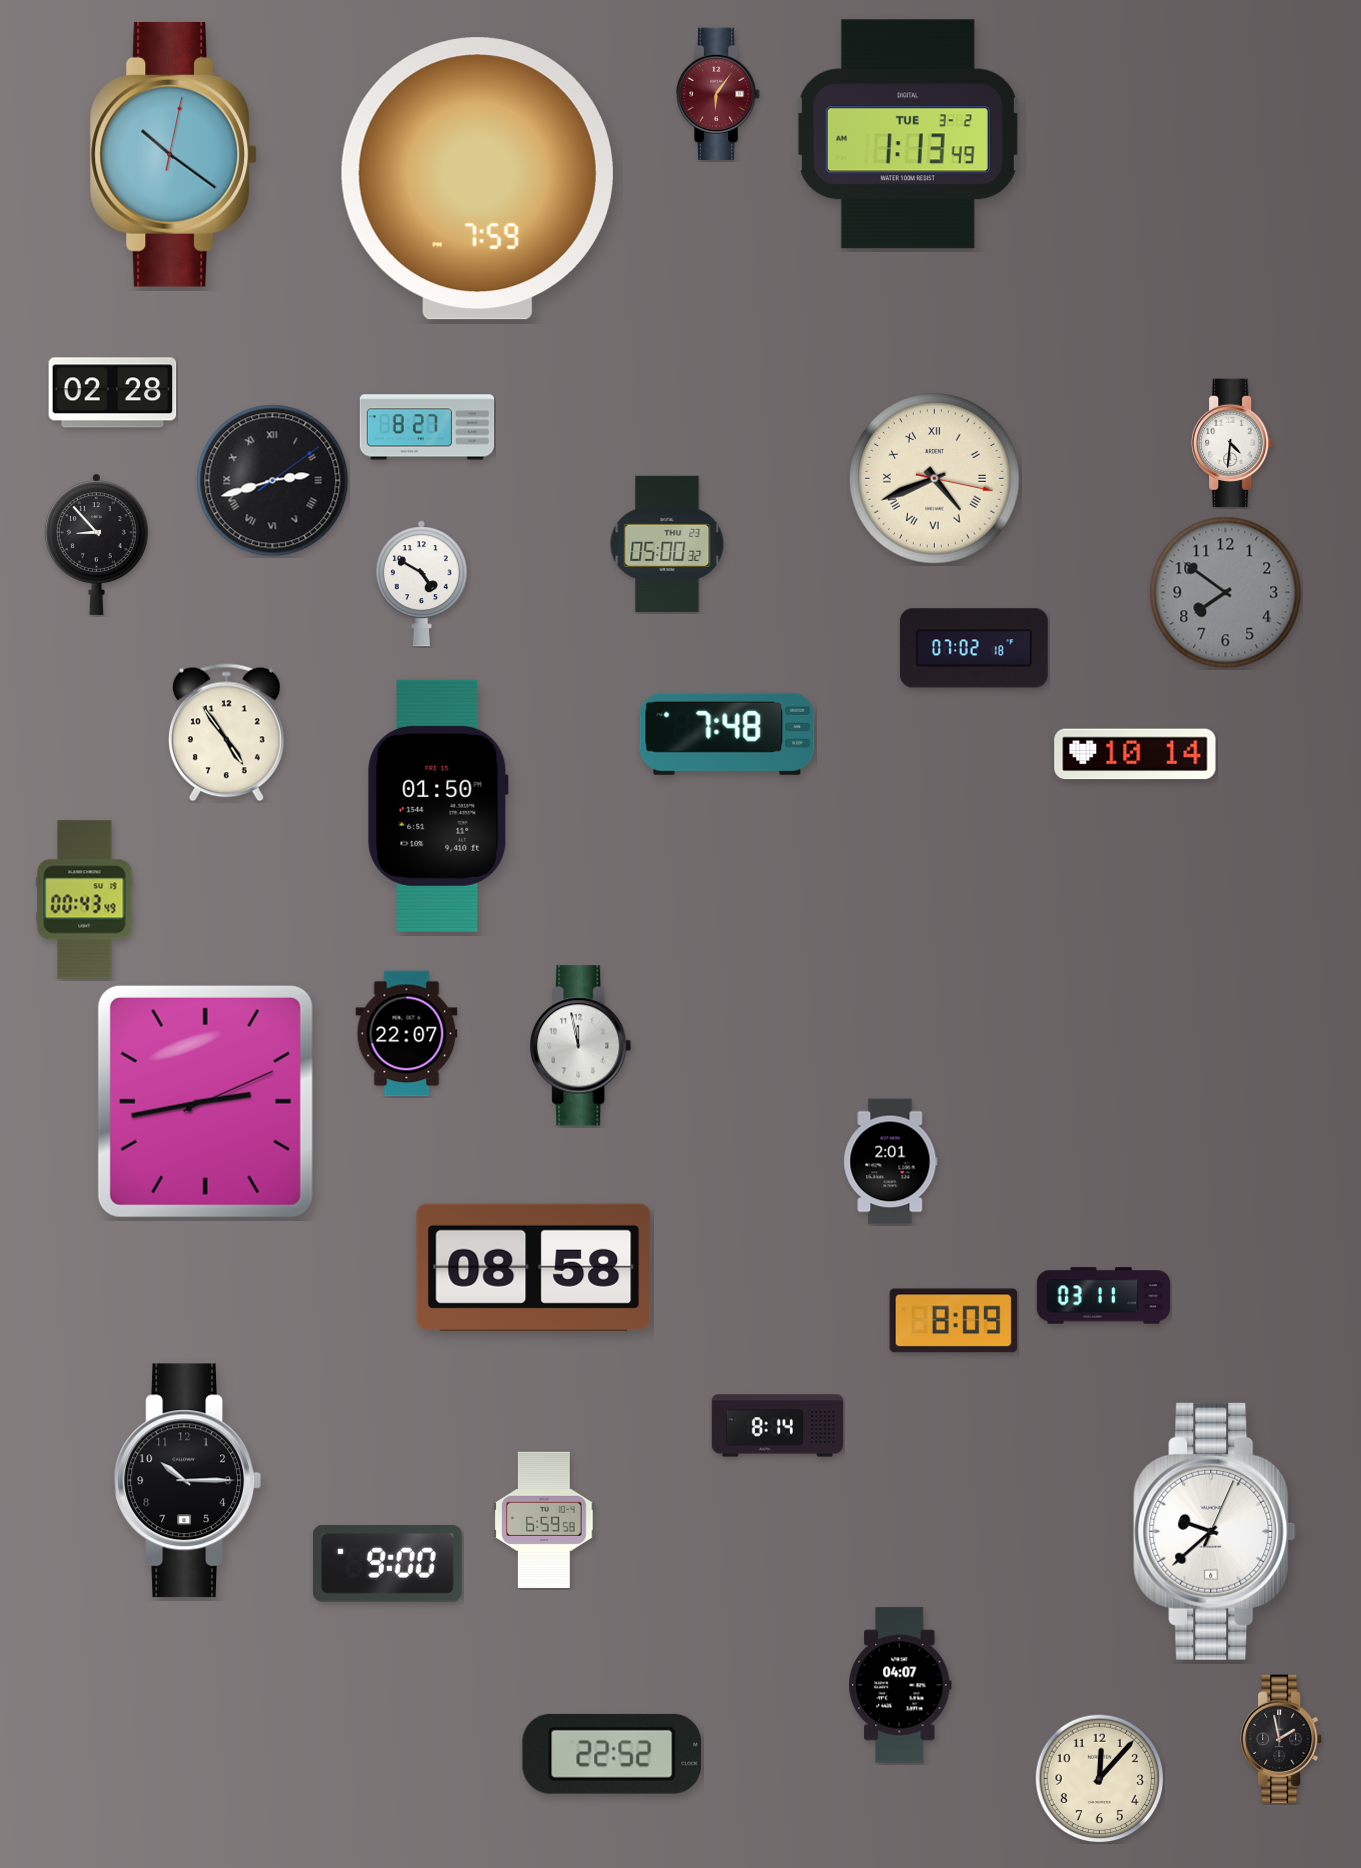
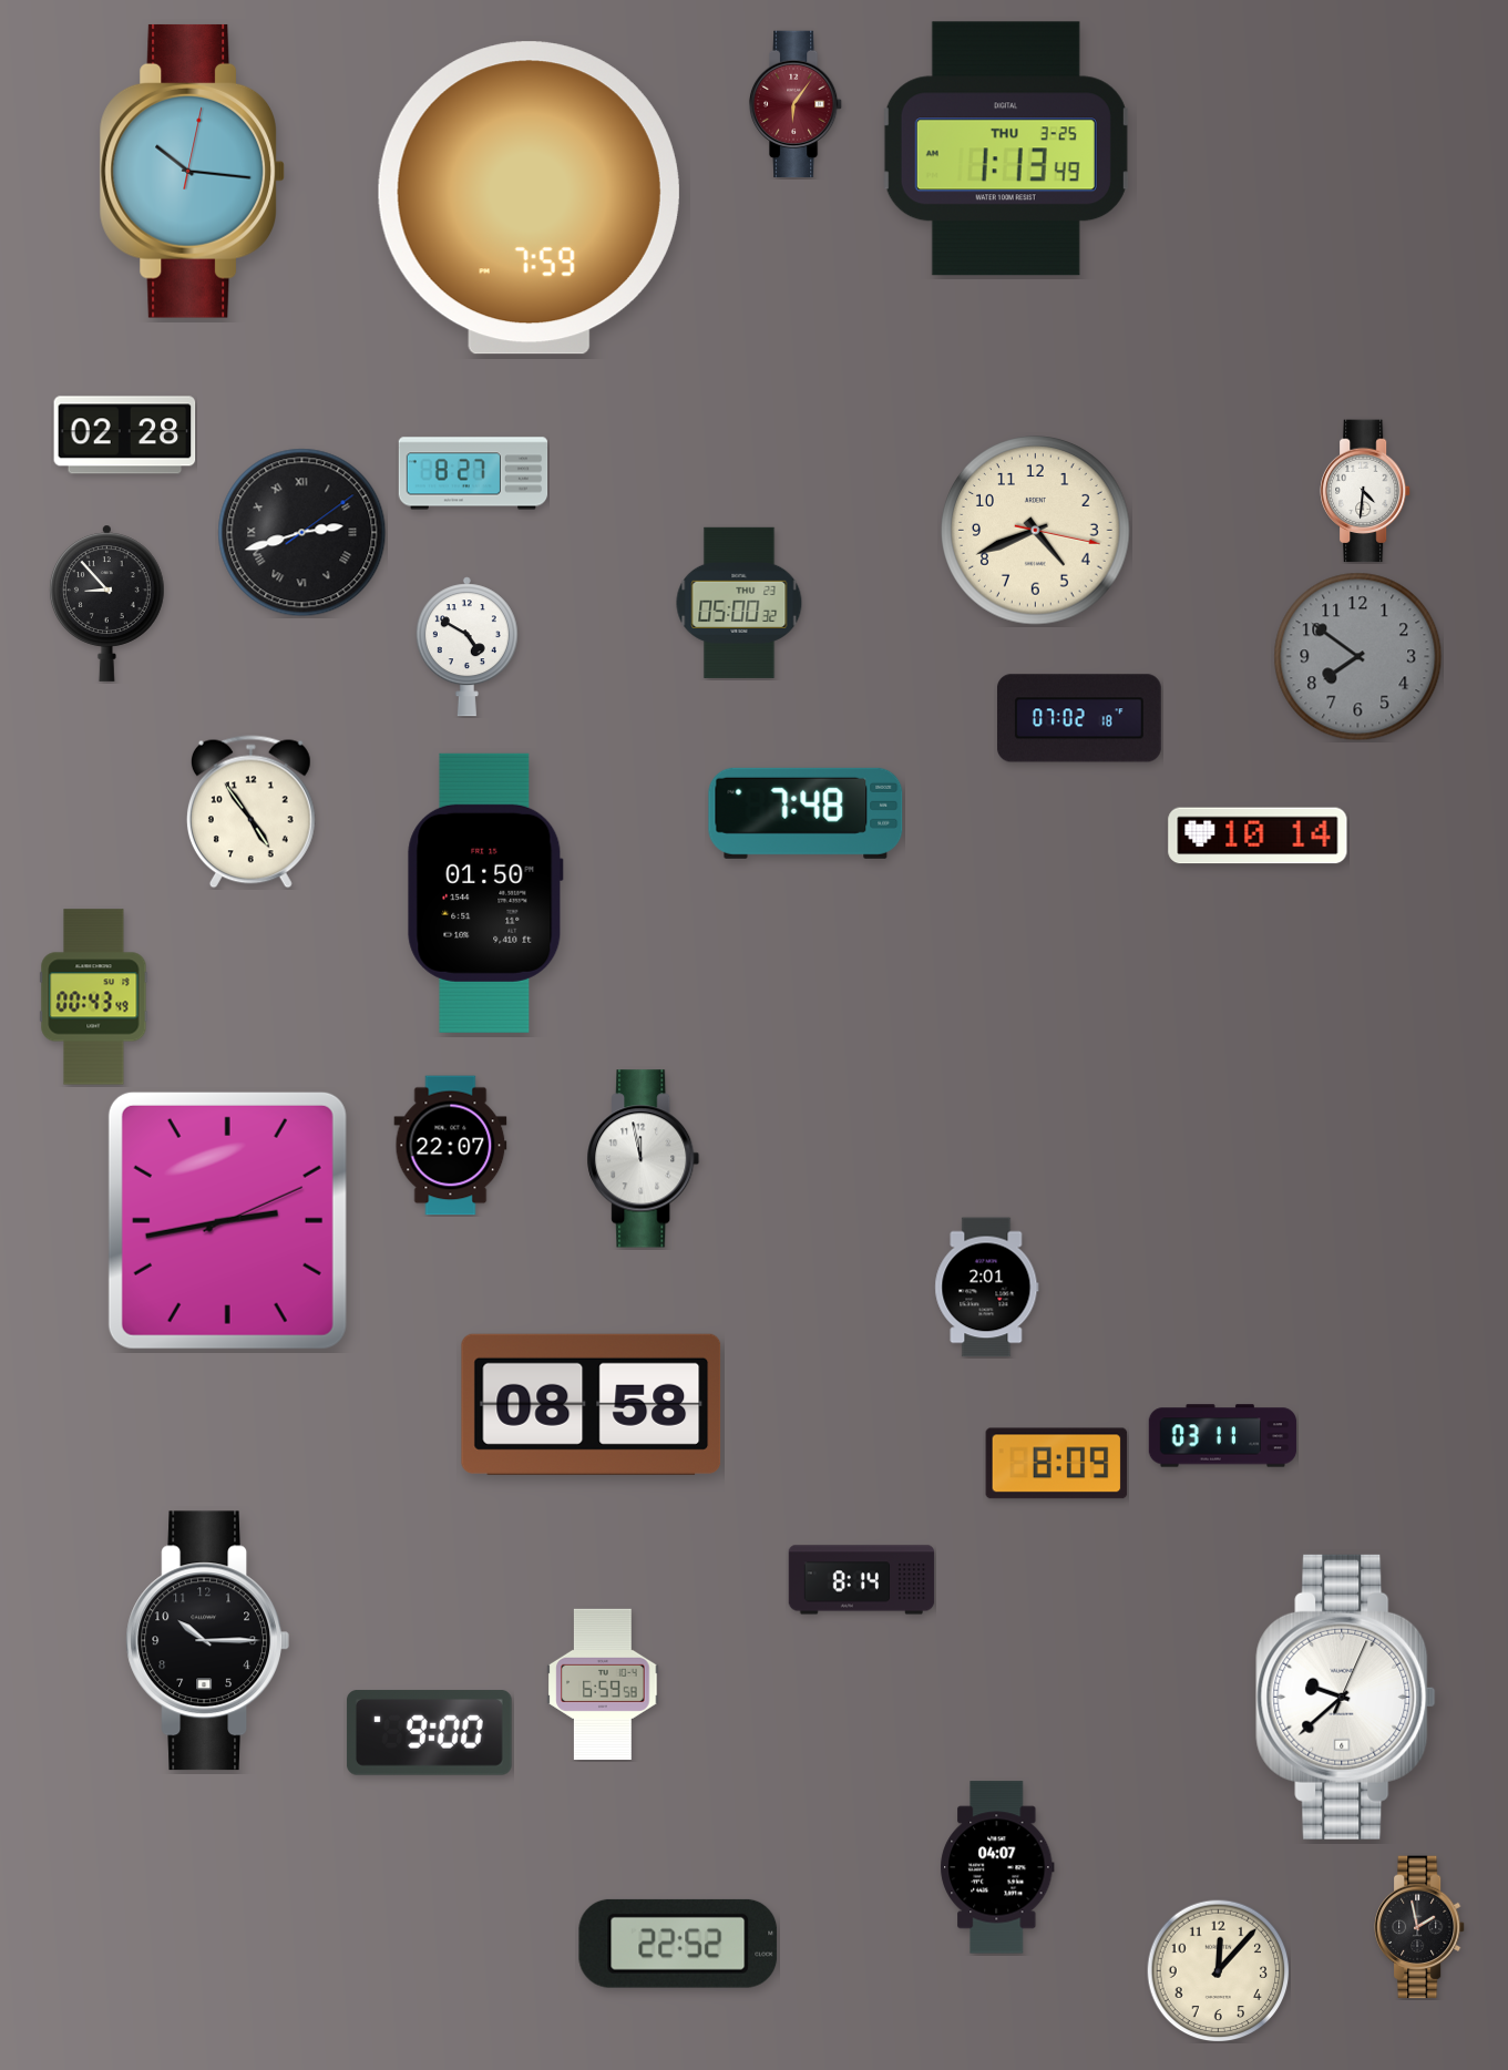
clock at (908, 134) date: TUE 3-2 -> THU 3-25
clock at (173, 154): 10:21 -> 10:16
clock at (935, 479) numerals: Roman -> Arabic
